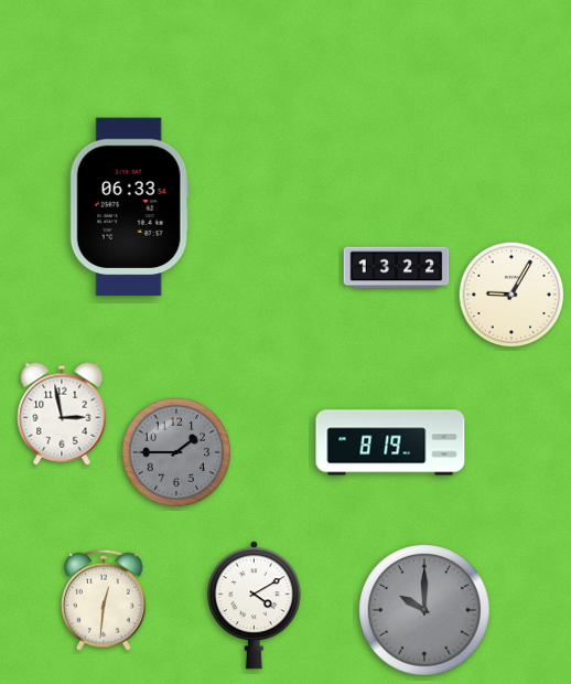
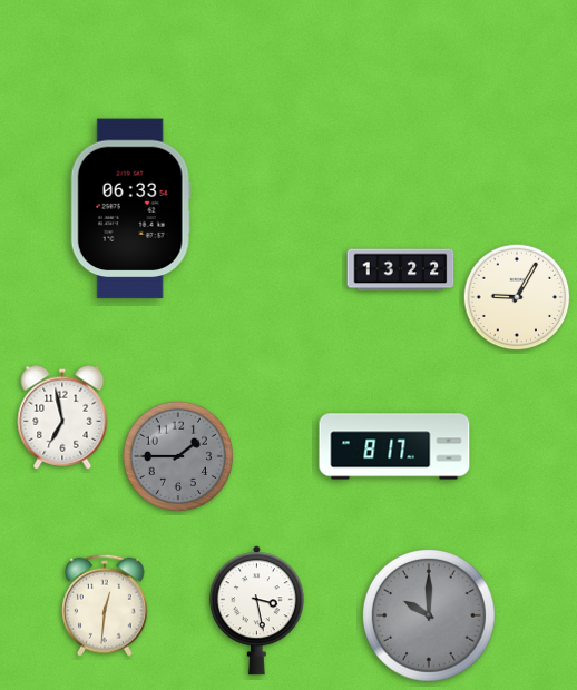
clock at (62, 414): 2:58 -> 6:58
clock at (390, 442): 8:19 -> 8:17
clock at (254, 606): 4:10 -> 3:28
